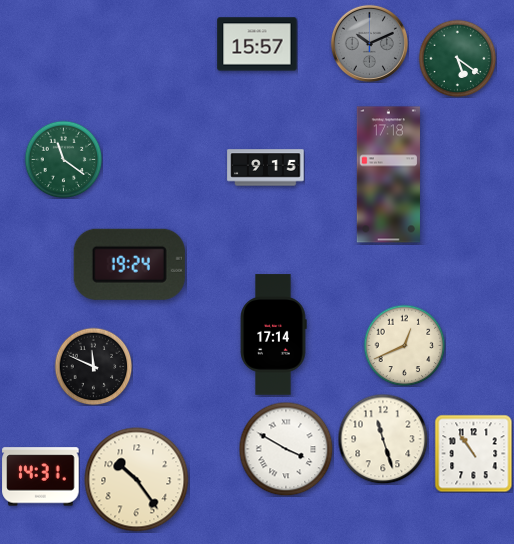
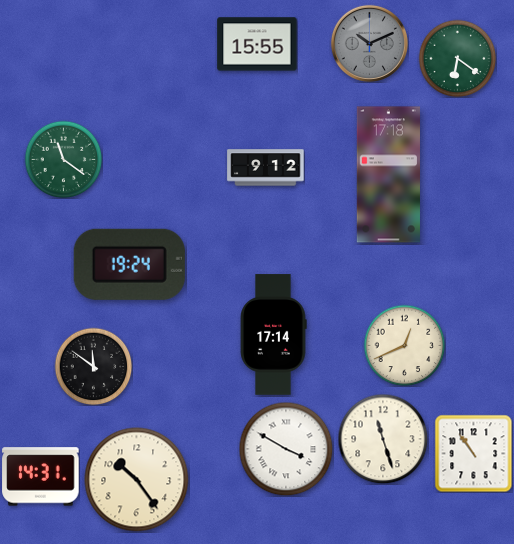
clock at (257, 44): 15:57 -> 15:55
clock at (457, 58): 5:21 -> 6:21
clock at (266, 168): 9:15 -> 9:12
clock at (93, 366): 11:49 -> 11:51
